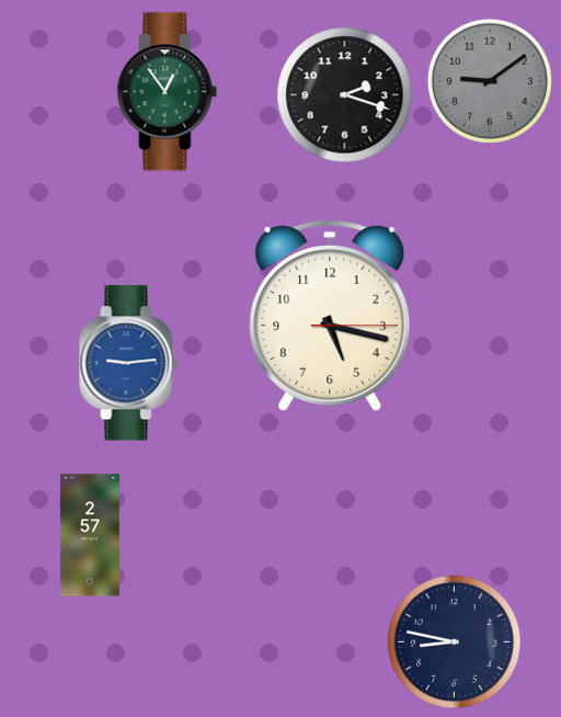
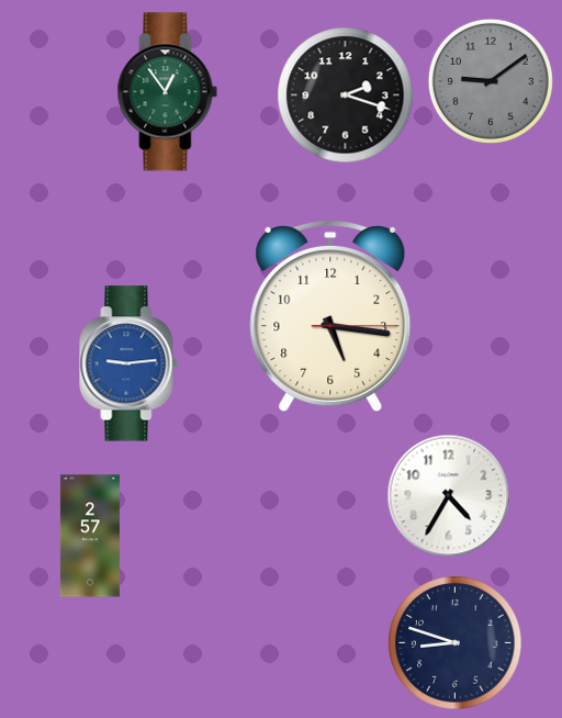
clock at (330, 316): 5:17 -> 5:16
clock at (449, 496): none -> 4:35
clock at (455, 642): 8:47 -> 8:48
